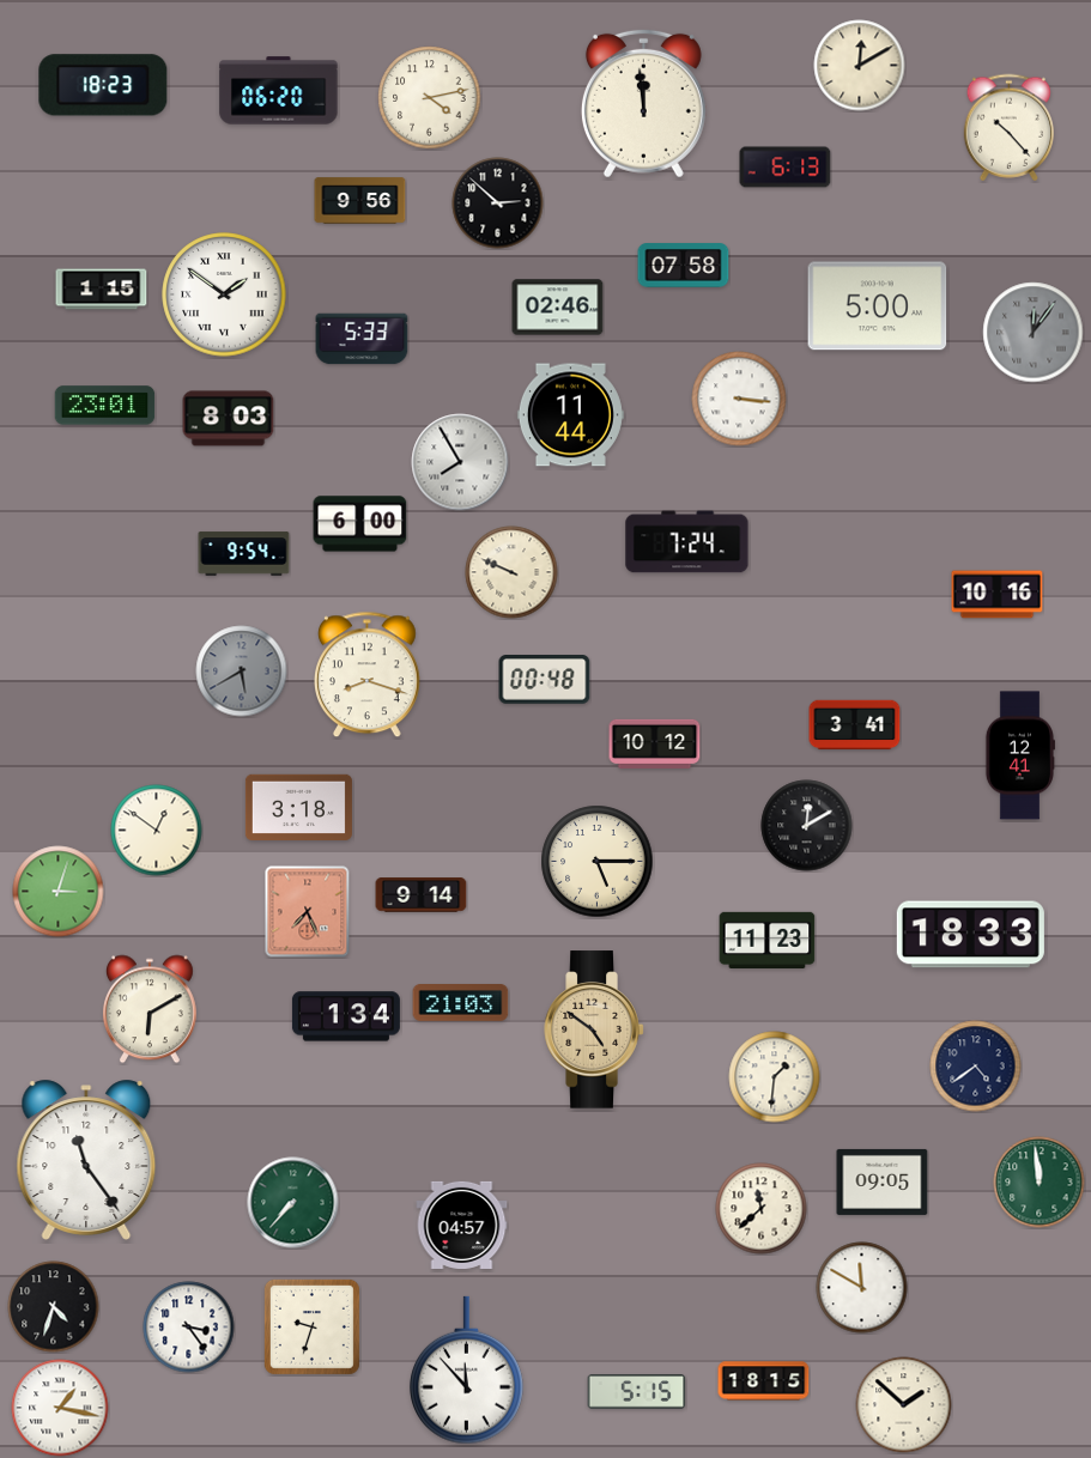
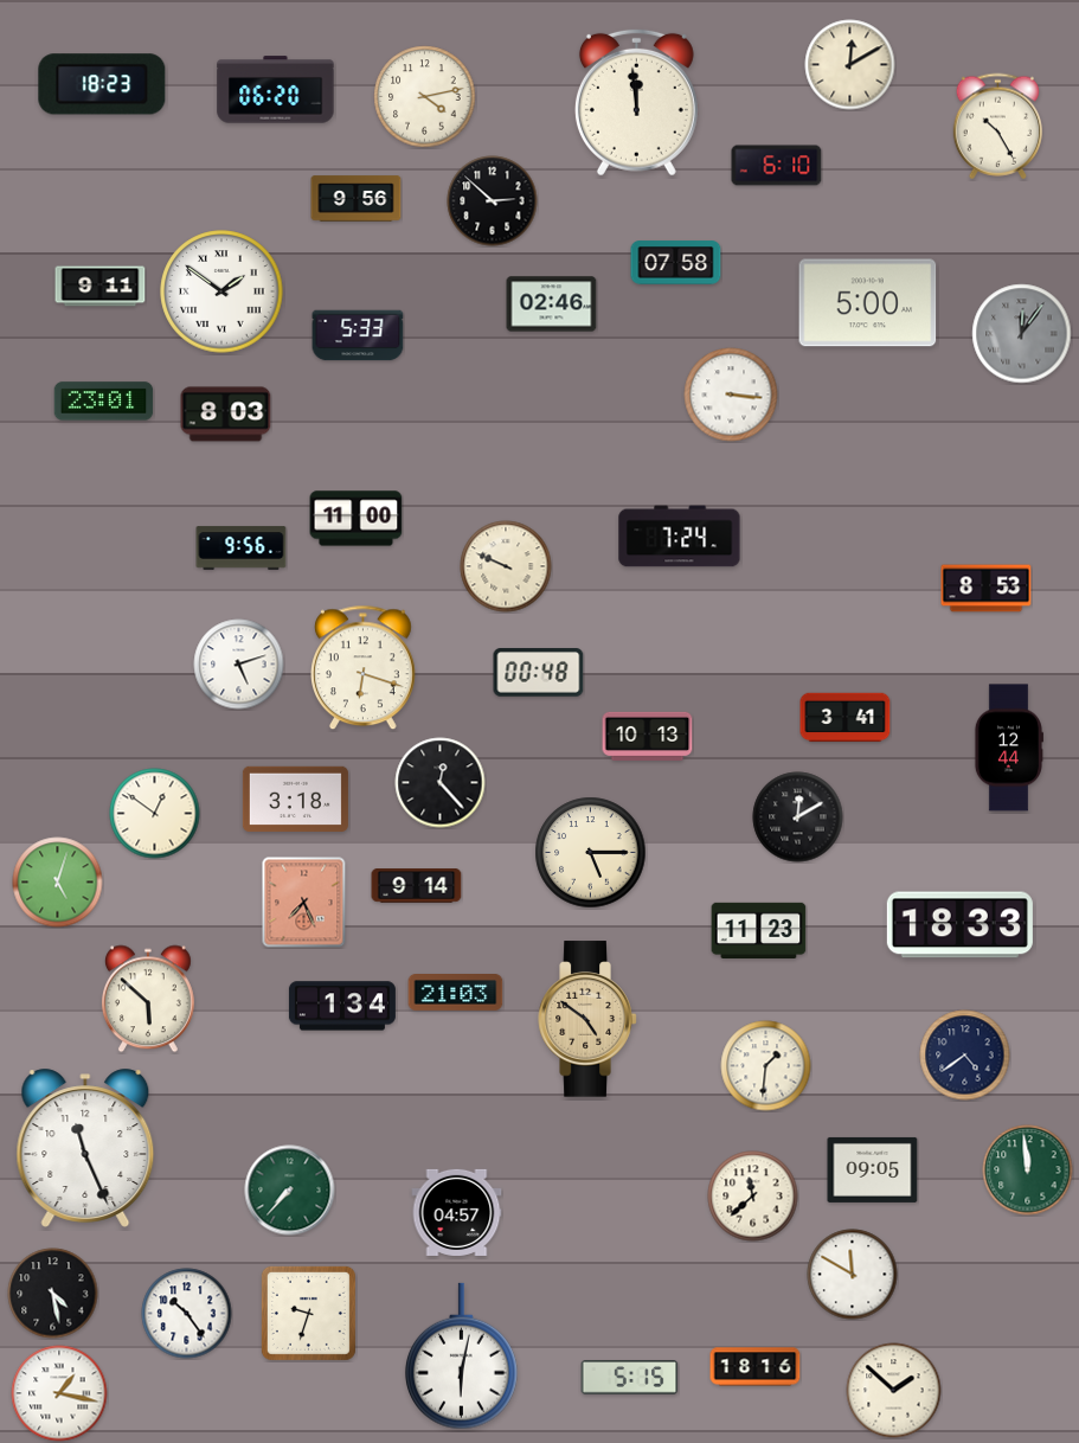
clock at (1008, 128): 10:23 -> 10:25
clock at (786, 168): 6:13 -> 6:10
clock at (102, 290): 1:15 -> 9:11
clock at (1034, 333) position: (1034, 333) -> (1022, 334)
clock at (570, 415): 11:44 -> none
clock at (460, 462): 7:55 -> none
clock at (360, 524): 6:00 -> 11:00
clock at (244, 554): 9:54 -> 9:56
clock at (998, 595): 10:16 -> 8:53
clock at (242, 672): 5:40 -> 5:12
clock at (242, 672) dial: grey -> white
clock at (368, 675): 8:18 -> 6:18
clock at (655, 743): 10:12 -> 10:13
clock at (1019, 755): 12:41 -> 12:44
clock at (441, 783): none -> 12:23
clock at (157, 831) position: (157, 831) -> (155, 814)
clock at (59, 892): 3:03 -> 5:03
clock at (150, 1009): 6:10 -> 5:52
clock at (86, 1160): 11:24 -> 11:26
clock at (54, 1307): 4:33 -> 4:28
clock at (189, 1328): 3:24 -> 10:24
clock at (466, 1371): 11:53 -> 6:02
clock at (764, 1381): 18:15 -> 18:16
